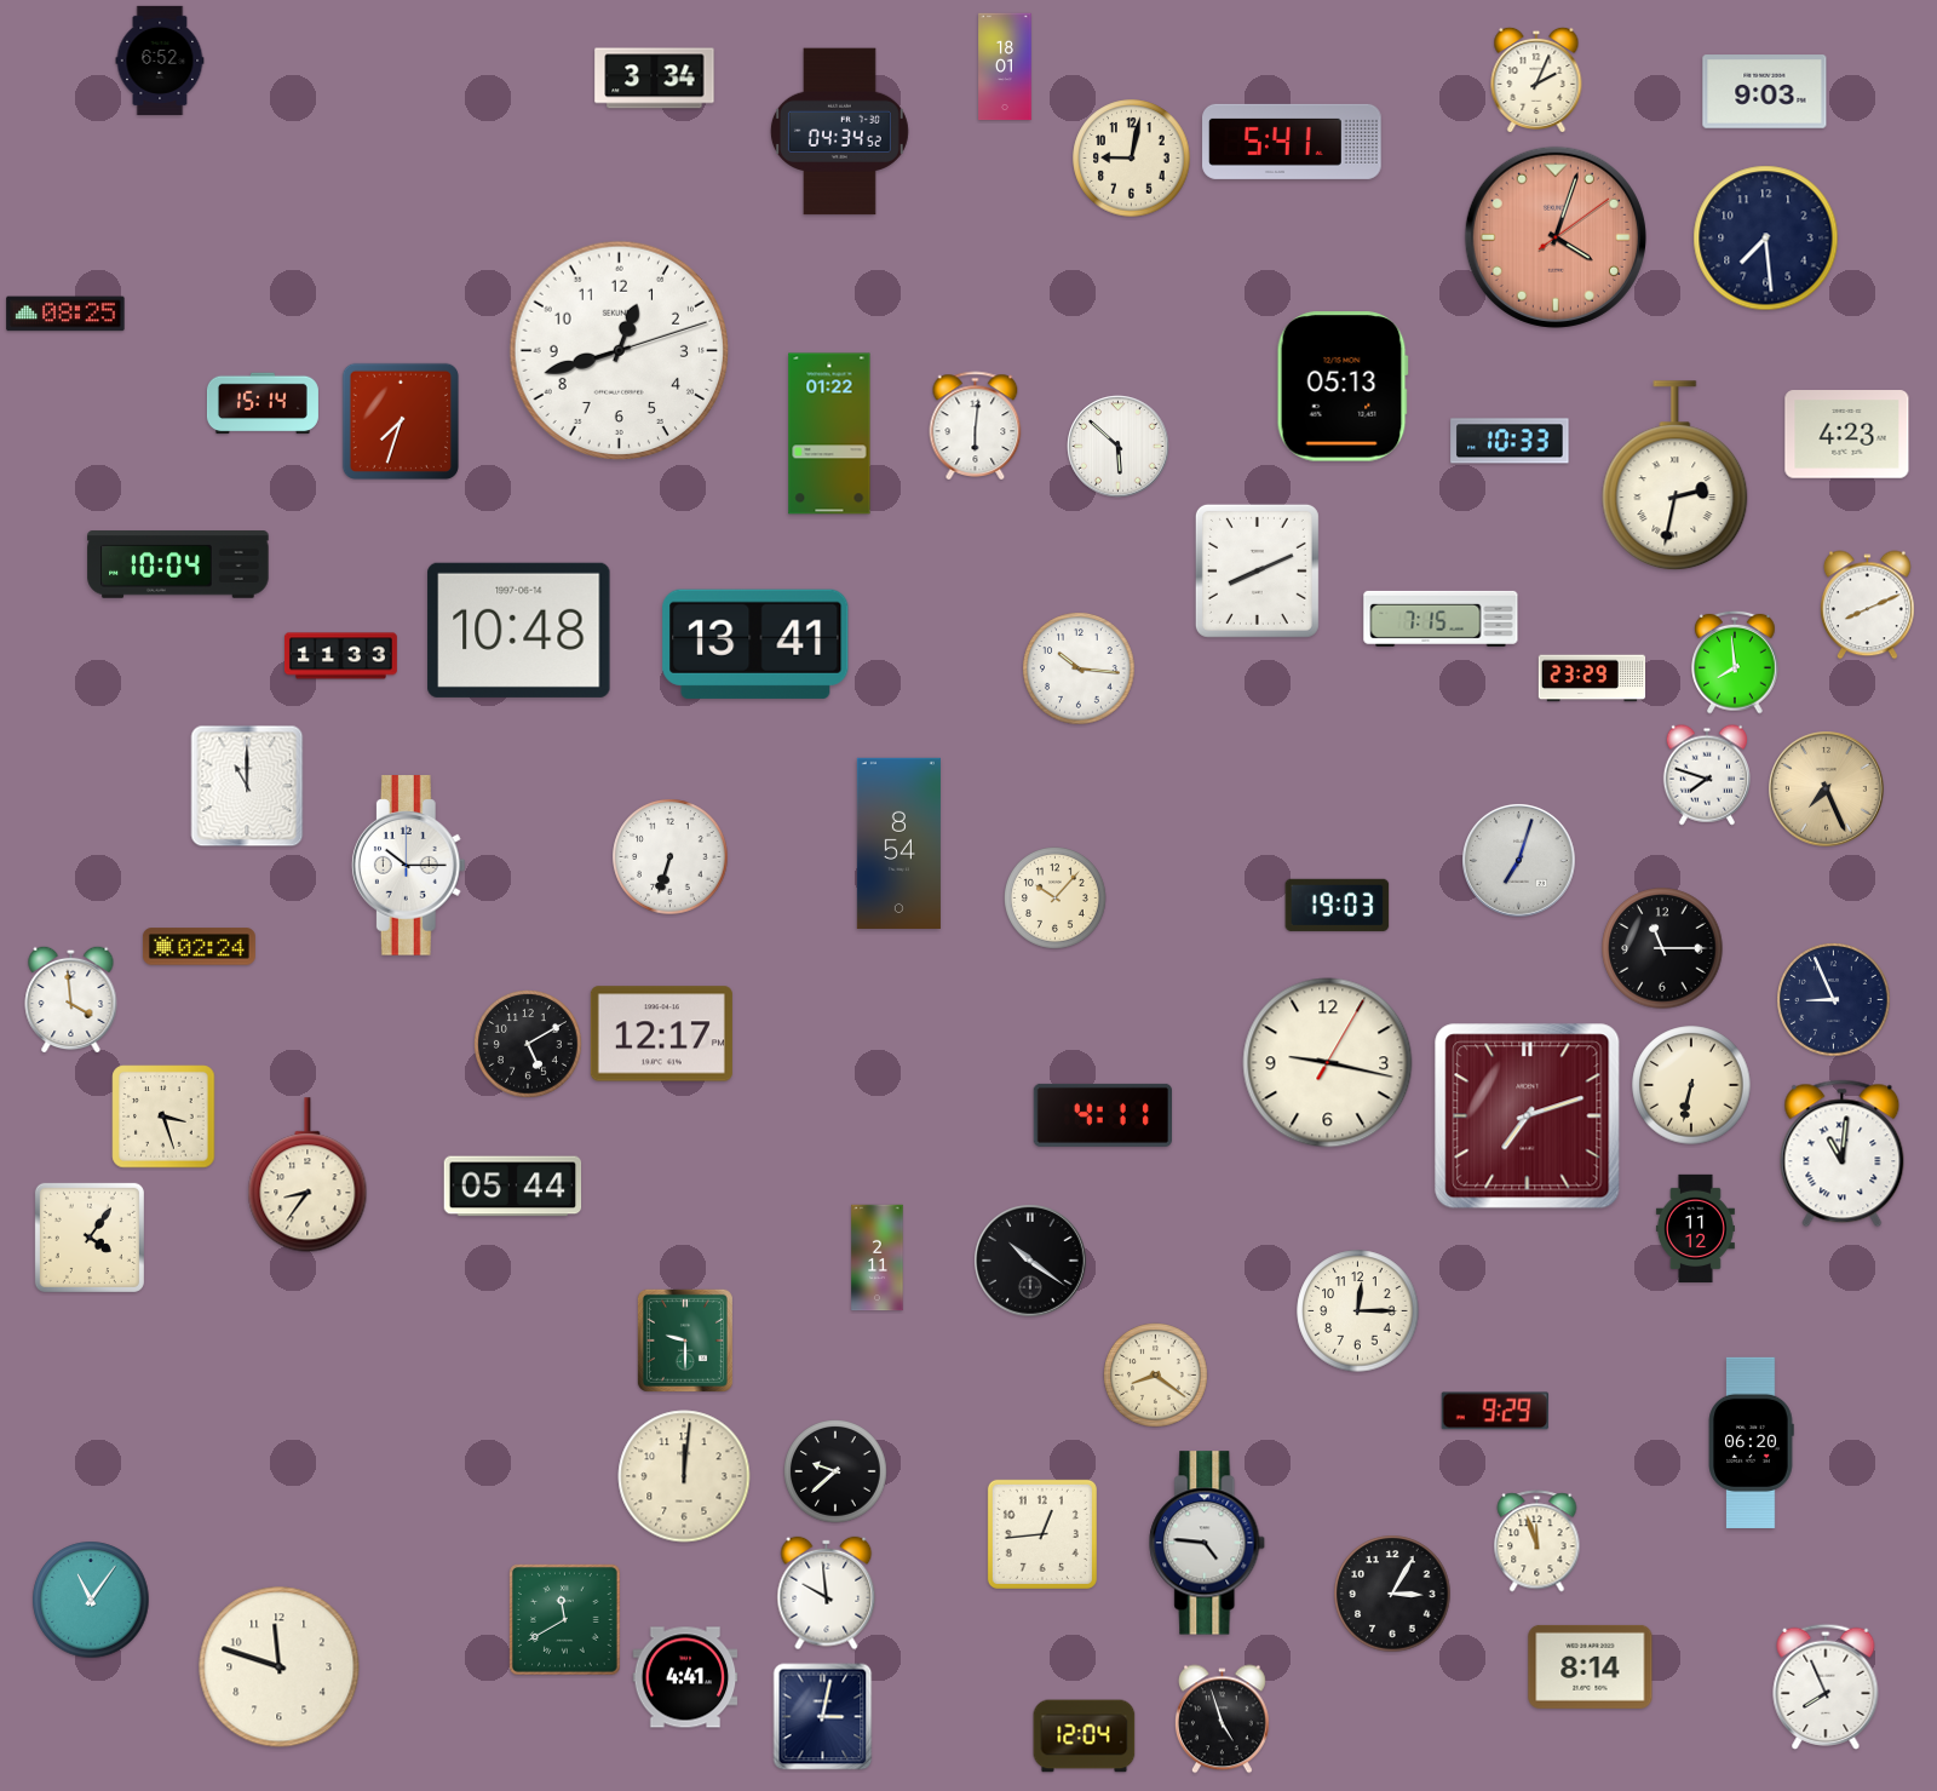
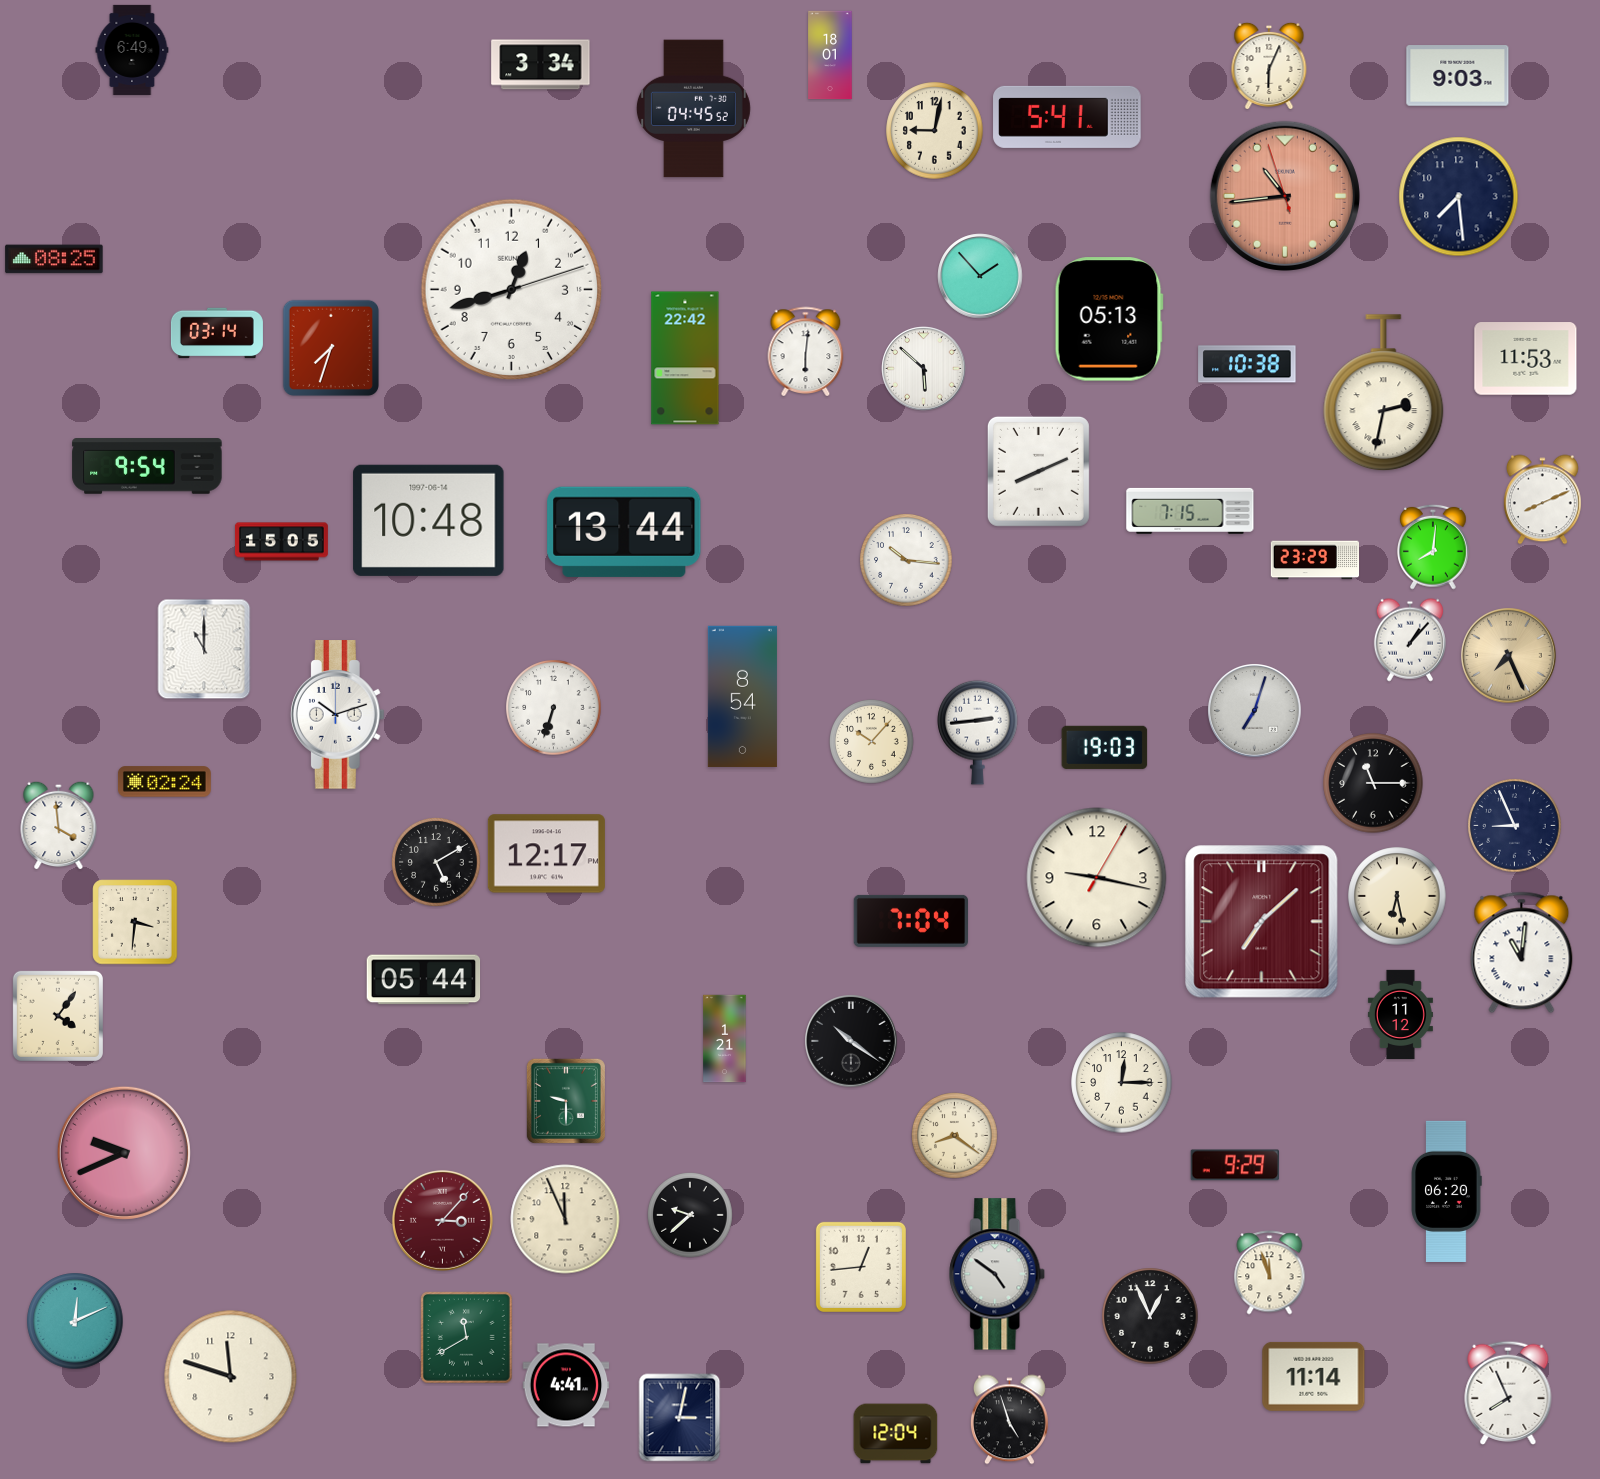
clock at (160, 61): 6:52 -> 6:49
clock at (1536, 79): 2:04 -> 6:04
clock at (839, 132): 04:34 -> 04:45
clock at (1556, 237): 4:03 -> 10:43
clock at (980, 276): none -> 1:53
clock at (263, 403): 15:14 -> 03:14
clock at (829, 434): 01:22 -> 22:42
clock at (1847, 435): 4:23 -> 11:53
clock at (1510, 441): 10:33 -> 10:38
clock at (178, 564): 10:04 -> 9:54
clock at (755, 644): 13:41 -> 13:44
clock at (340, 656): 11:33 -> 15:05
clock at (1736, 662): 7:59 -> 8:01
clock at (1079, 668) position: (1079, 668) -> (906, 560)
clock at (1707, 775): 7:48 -> 1:07
clock at (1827, 790) position: (1827, 790) -> (1509, 656)
clock at (408, 866): 10:15 -> 10:12
clock at (978, 732): none -> 2:44
clock at (1691, 1085): 6:32 -> 6:28
clock at (1102, 1115): 4:11 -> 7:04
clock at (163, 1116): 3:27 -> 3:31
clock at (1528, 1116): 7:12 -> 7:08
clock at (307, 1176): 8:36 -> none
clock at (90, 1238) position: (90, 1238) -> (58, 1016)
clock at (878, 1258): 2:11 -> 1:21
clock at (685, 1341) position: (685, 1341) -> (566, 1101)
clock at (124, 1153): none -> 9:41
clock at (684, 1476): 12:01 -> 11:56
clock at (442, 1220): none -> 3:07
clock at (1208, 1543): 4:46 -> 4:51
clock at (827, 1594): 9:59 -> none
clock at (1392, 1594): 3:05 -> 12:56
clock at (91, 1600): 11:06 -> 12:11
clock at (1591, 1666): 8:14 -> 11:14
